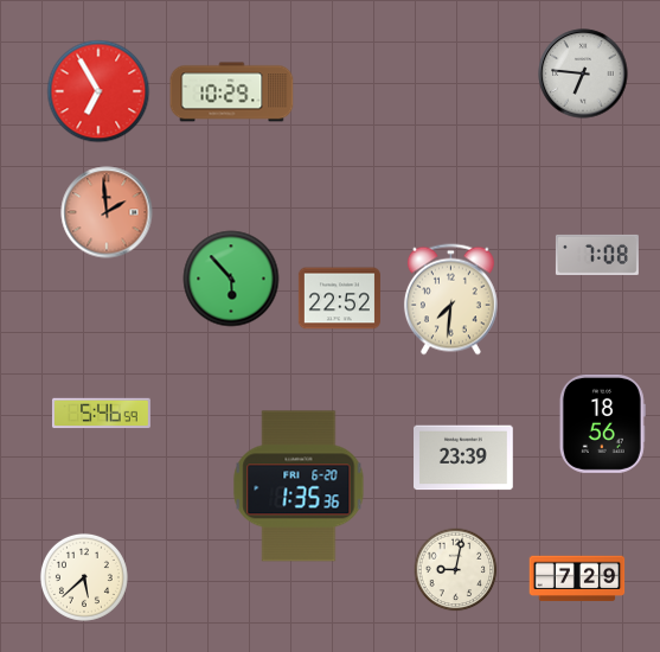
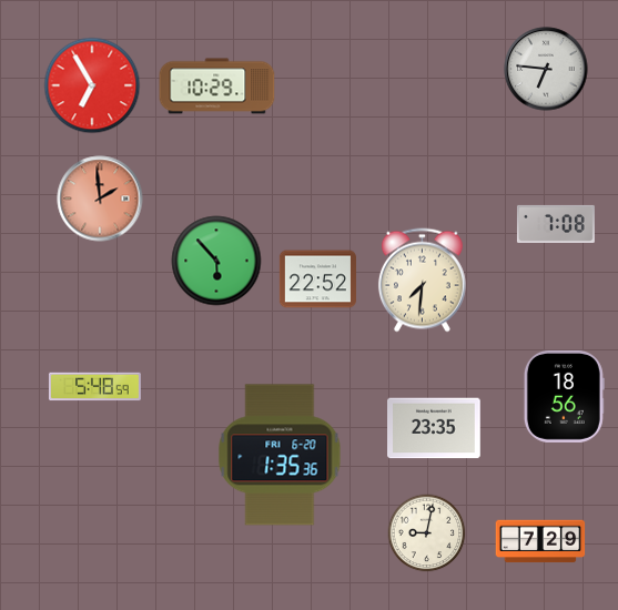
clock at (597, 255) position: (597, 255) -> (556, 224)
clock at (101, 414): 5:46 -> 5:48
clock at (464, 458): 23:39 -> 23:35
clock at (84, 577): 5:38 -> none
